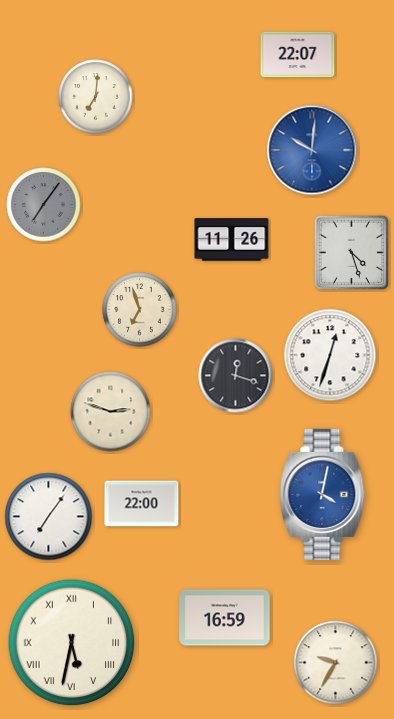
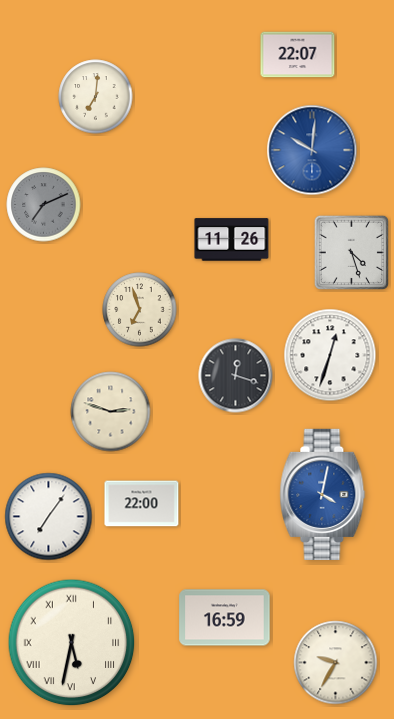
clock at (44, 205): 7:06 -> 7:11
